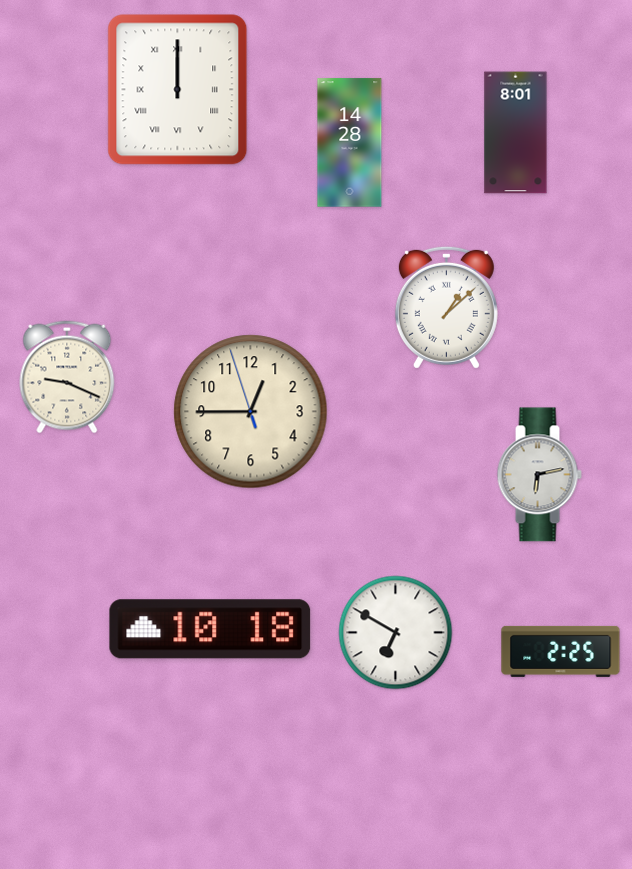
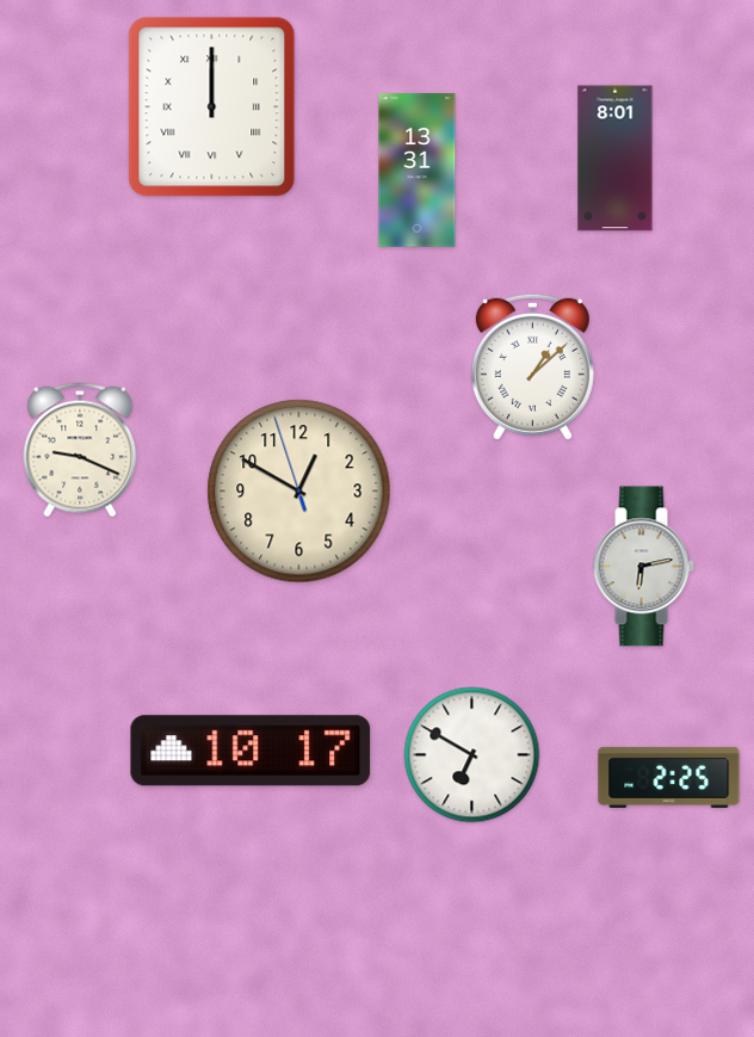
clock at (350, 143): 14:28 -> 13:31
clock at (251, 412): 12:44 -> 12:49
clock at (210, 629): 10:18 -> 10:17
